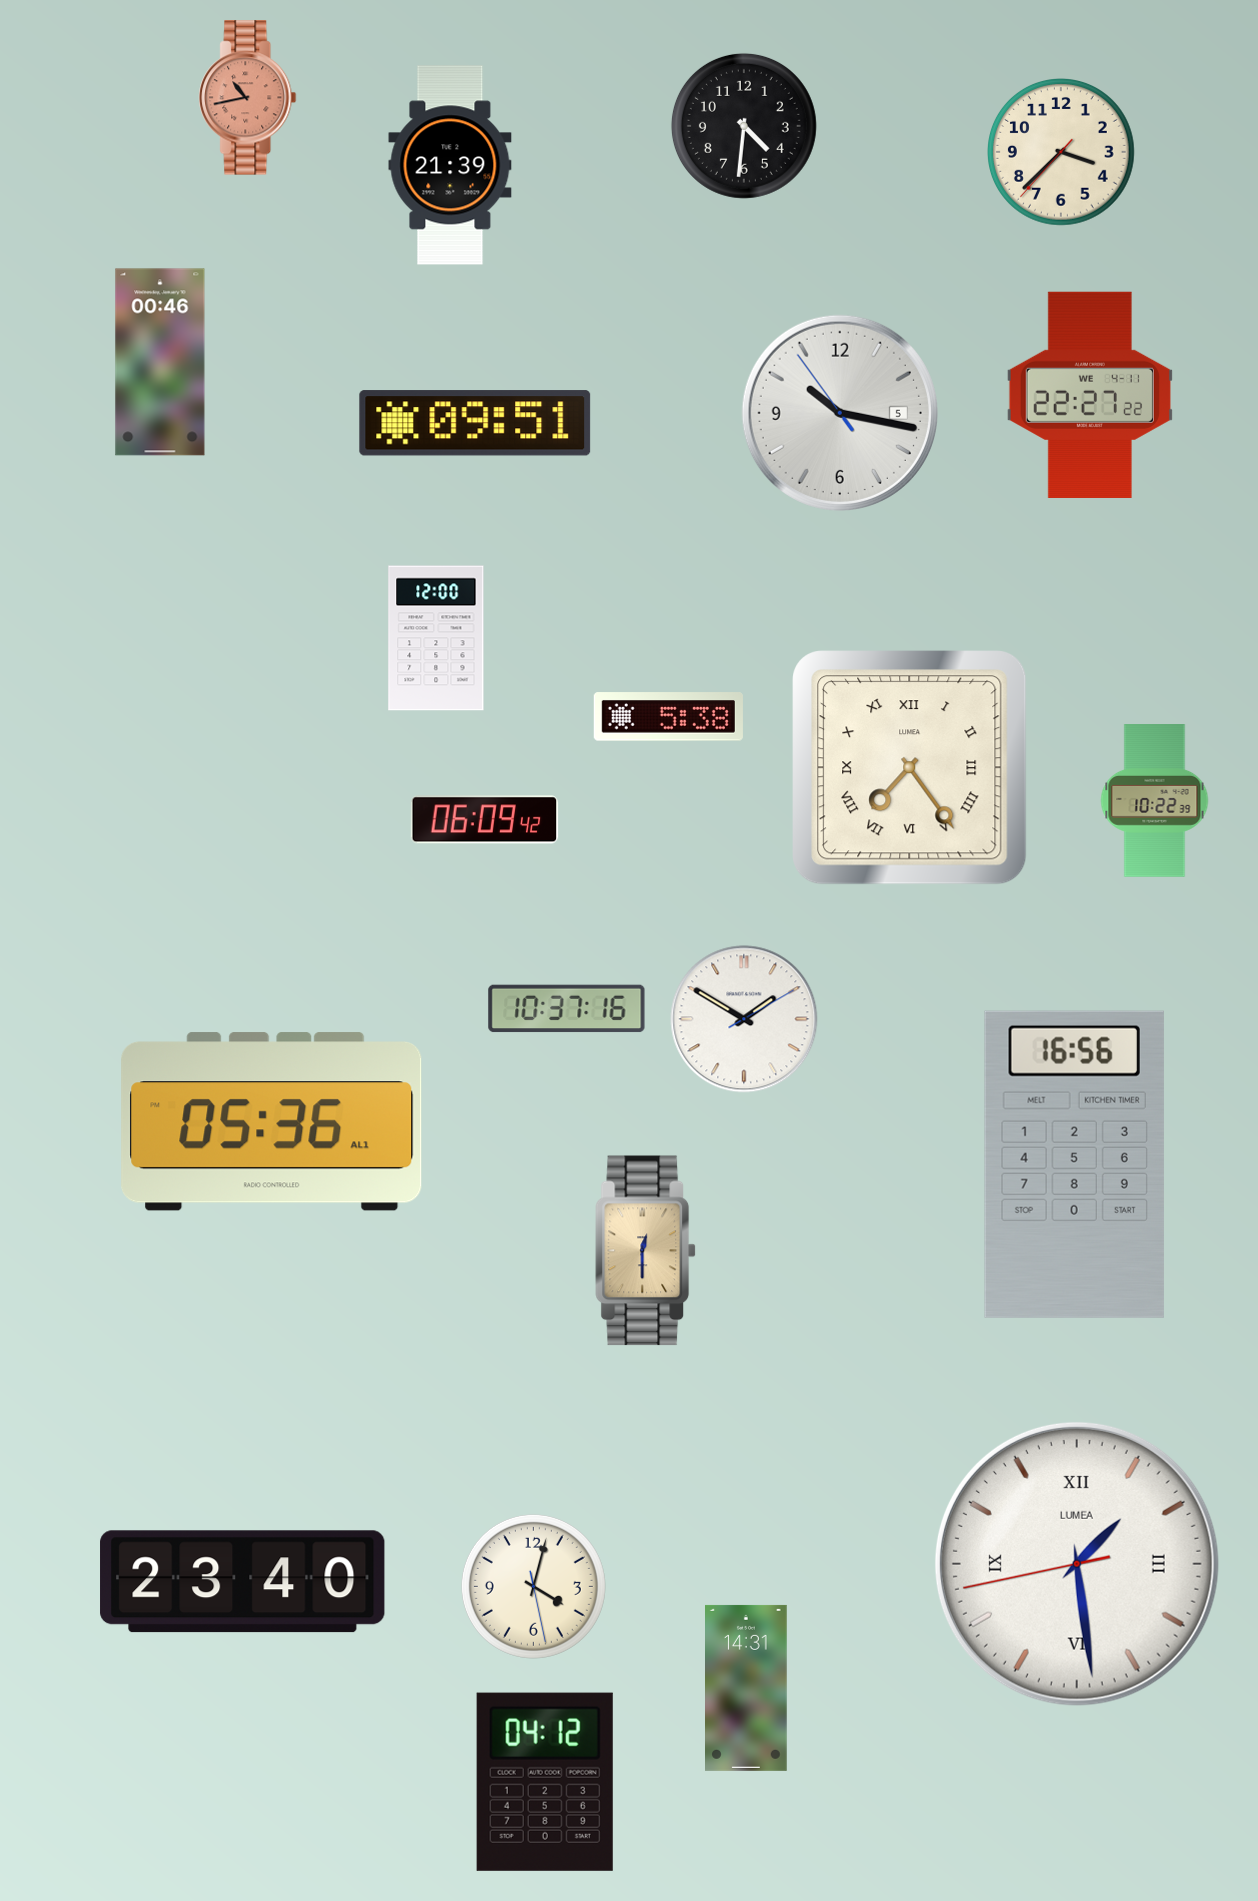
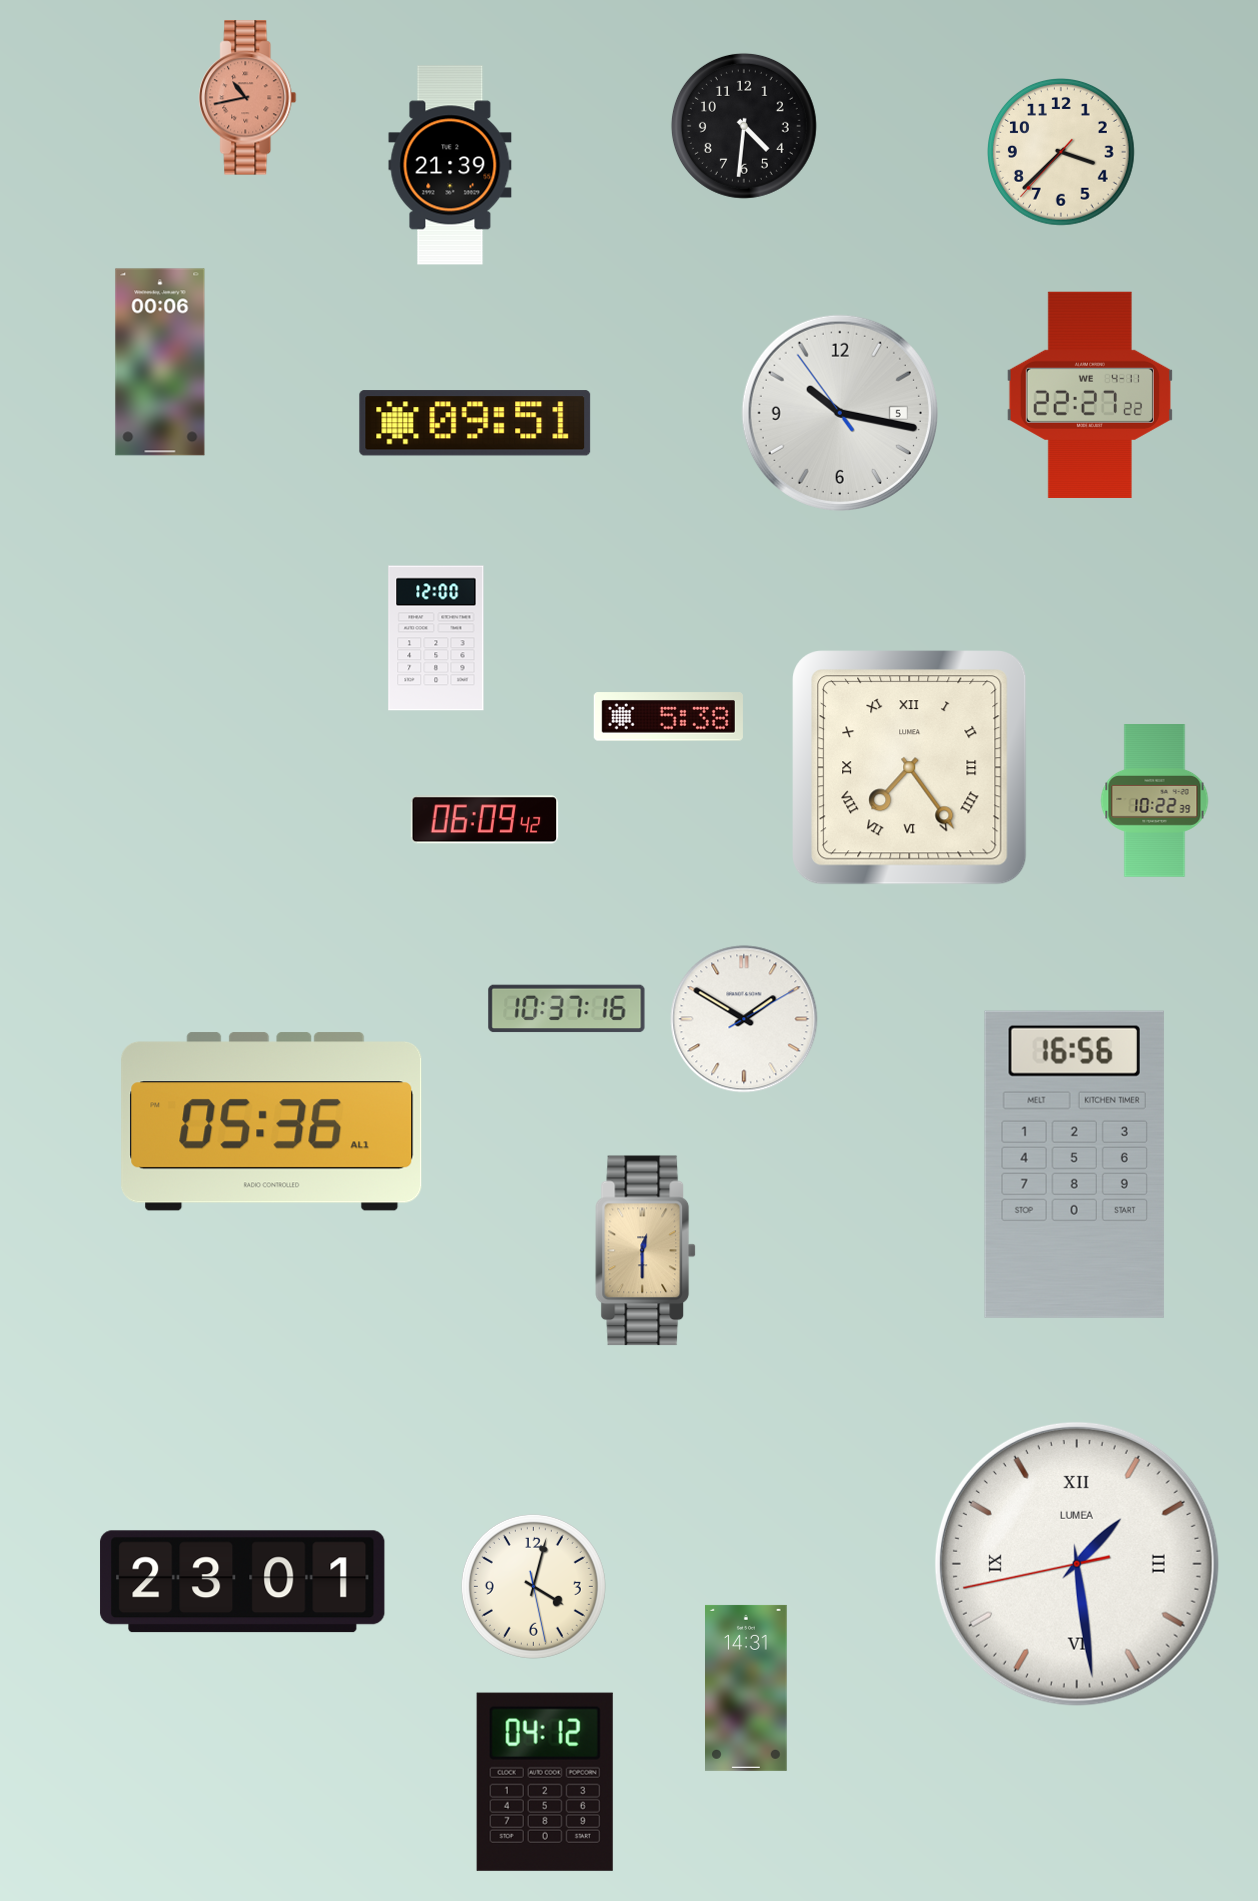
clock at (160, 362): 00:46 -> 00:06
clock at (243, 1582): 23:40 -> 23:01
